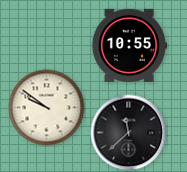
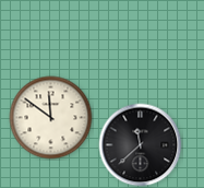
clock at (128, 45): 10:55 -> none
clock at (47, 108): 9:51 -> 11:51
